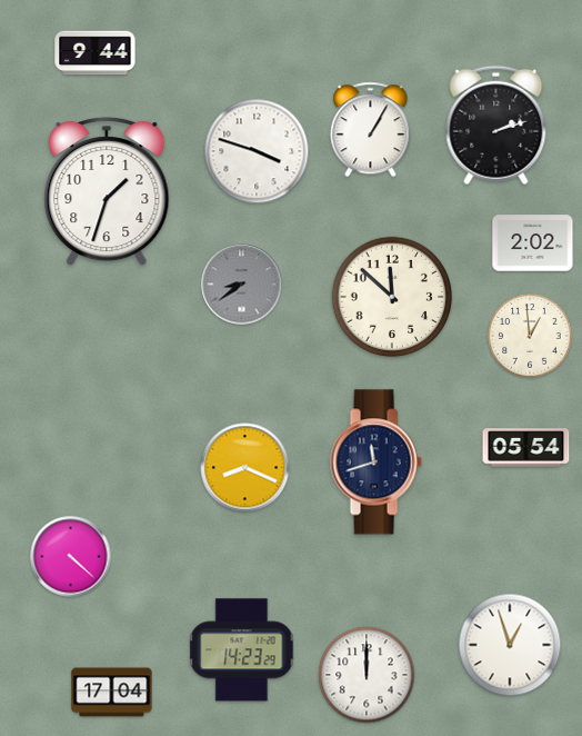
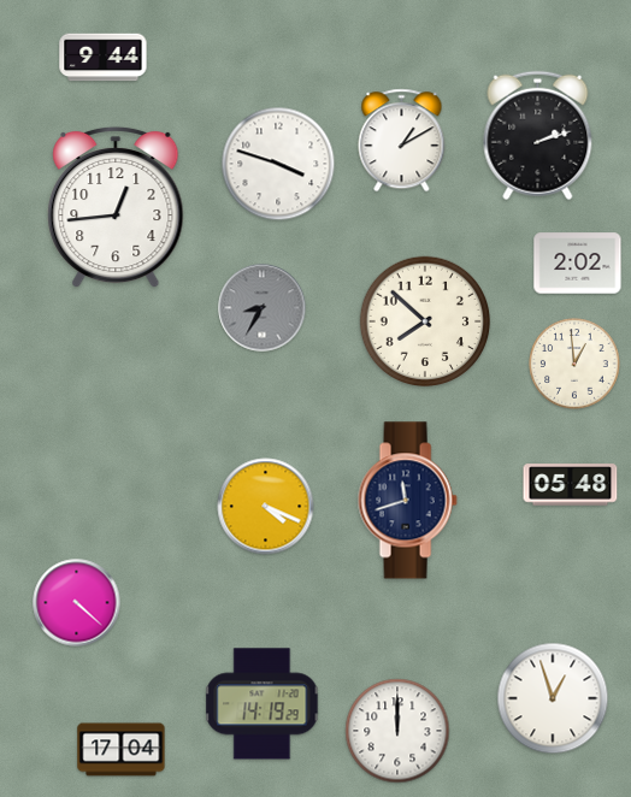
clock at (371, 130): 1:05 -> 1:10
clock at (107, 191): 1:33 -> 12:44
clock at (242, 285): 8:39 -> 8:35
clock at (392, 297): 11:52 -> 7:52
clock at (526, 448): 05:54 -> 05:48
clock at (245, 468): 8:19 -> 4:19
clock at (242, 650): 14:23 -> 14:19
